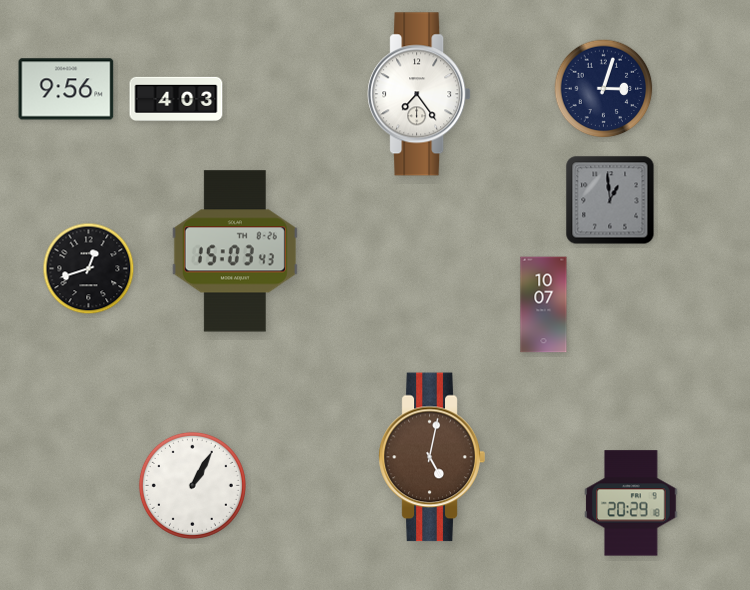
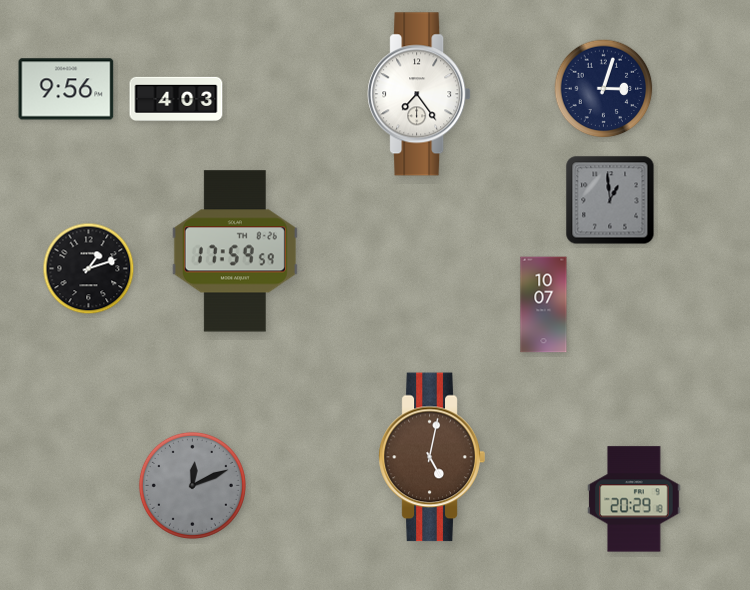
clock at (235, 251): 15:03 -> 17:59
clock at (89, 269): 12:42 -> 1:12
clock at (192, 485): 1:05 -> 12:11
clock at (192, 485) dial: white -> grey
clock at (631, 503) position: (631, 503) -> (634, 499)
